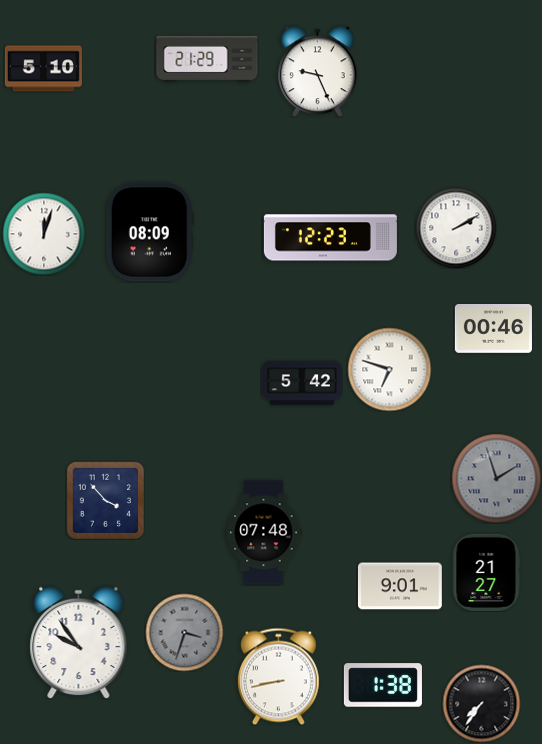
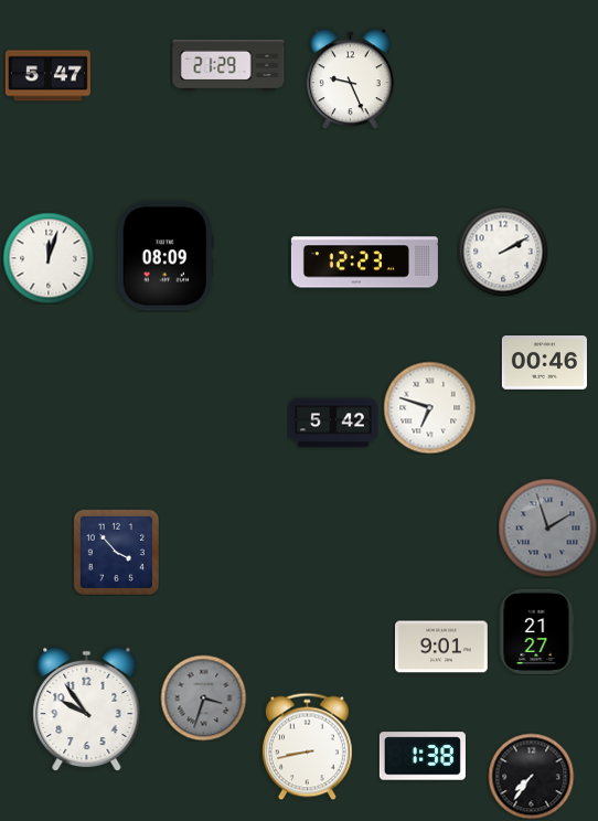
clock at (43, 69): 5:10 -> 5:47
clock at (264, 533): 07:48 -> none
